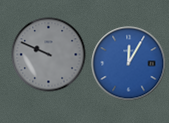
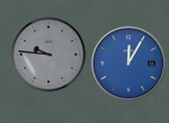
clock at (49, 55): 9:49 -> 9:46
